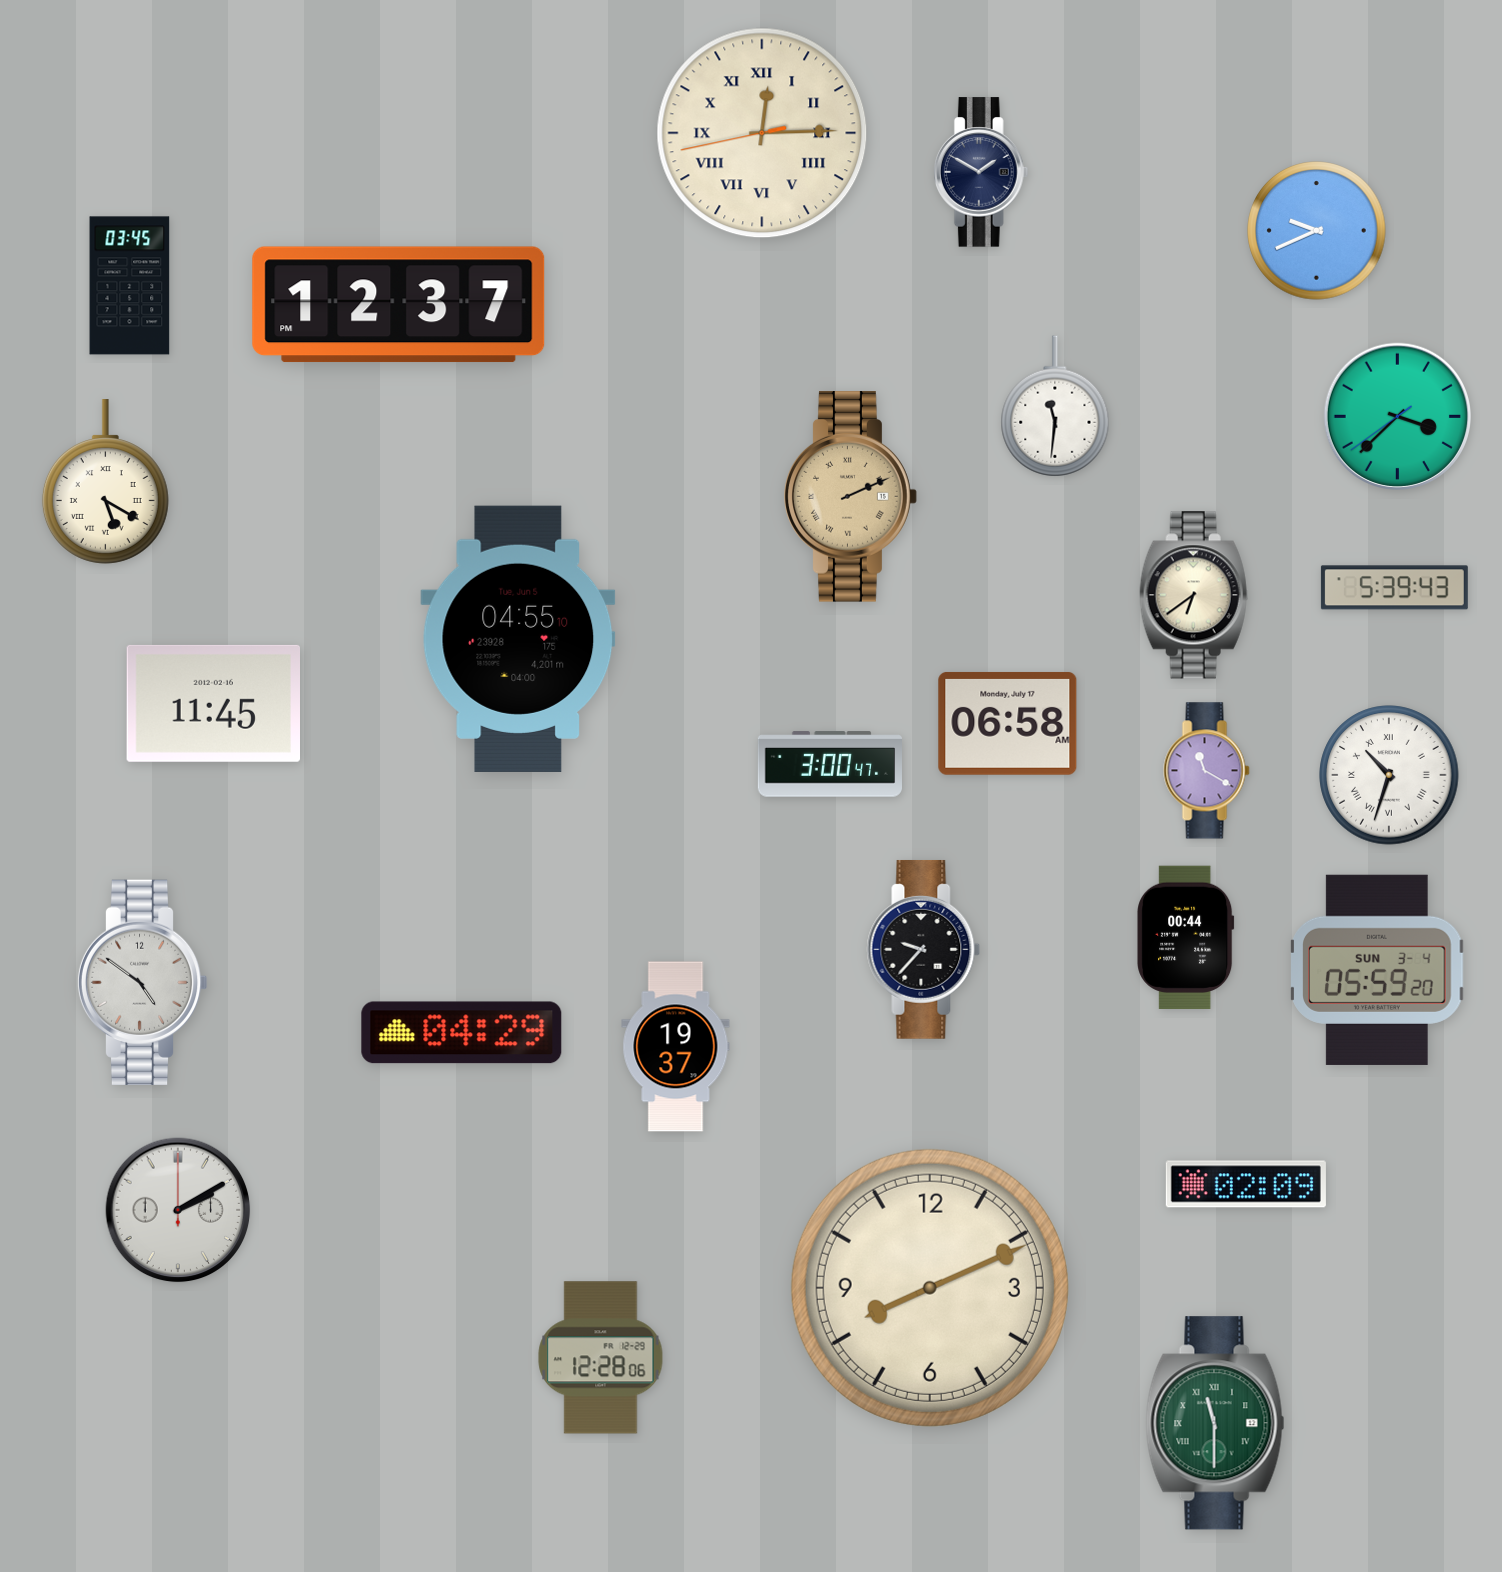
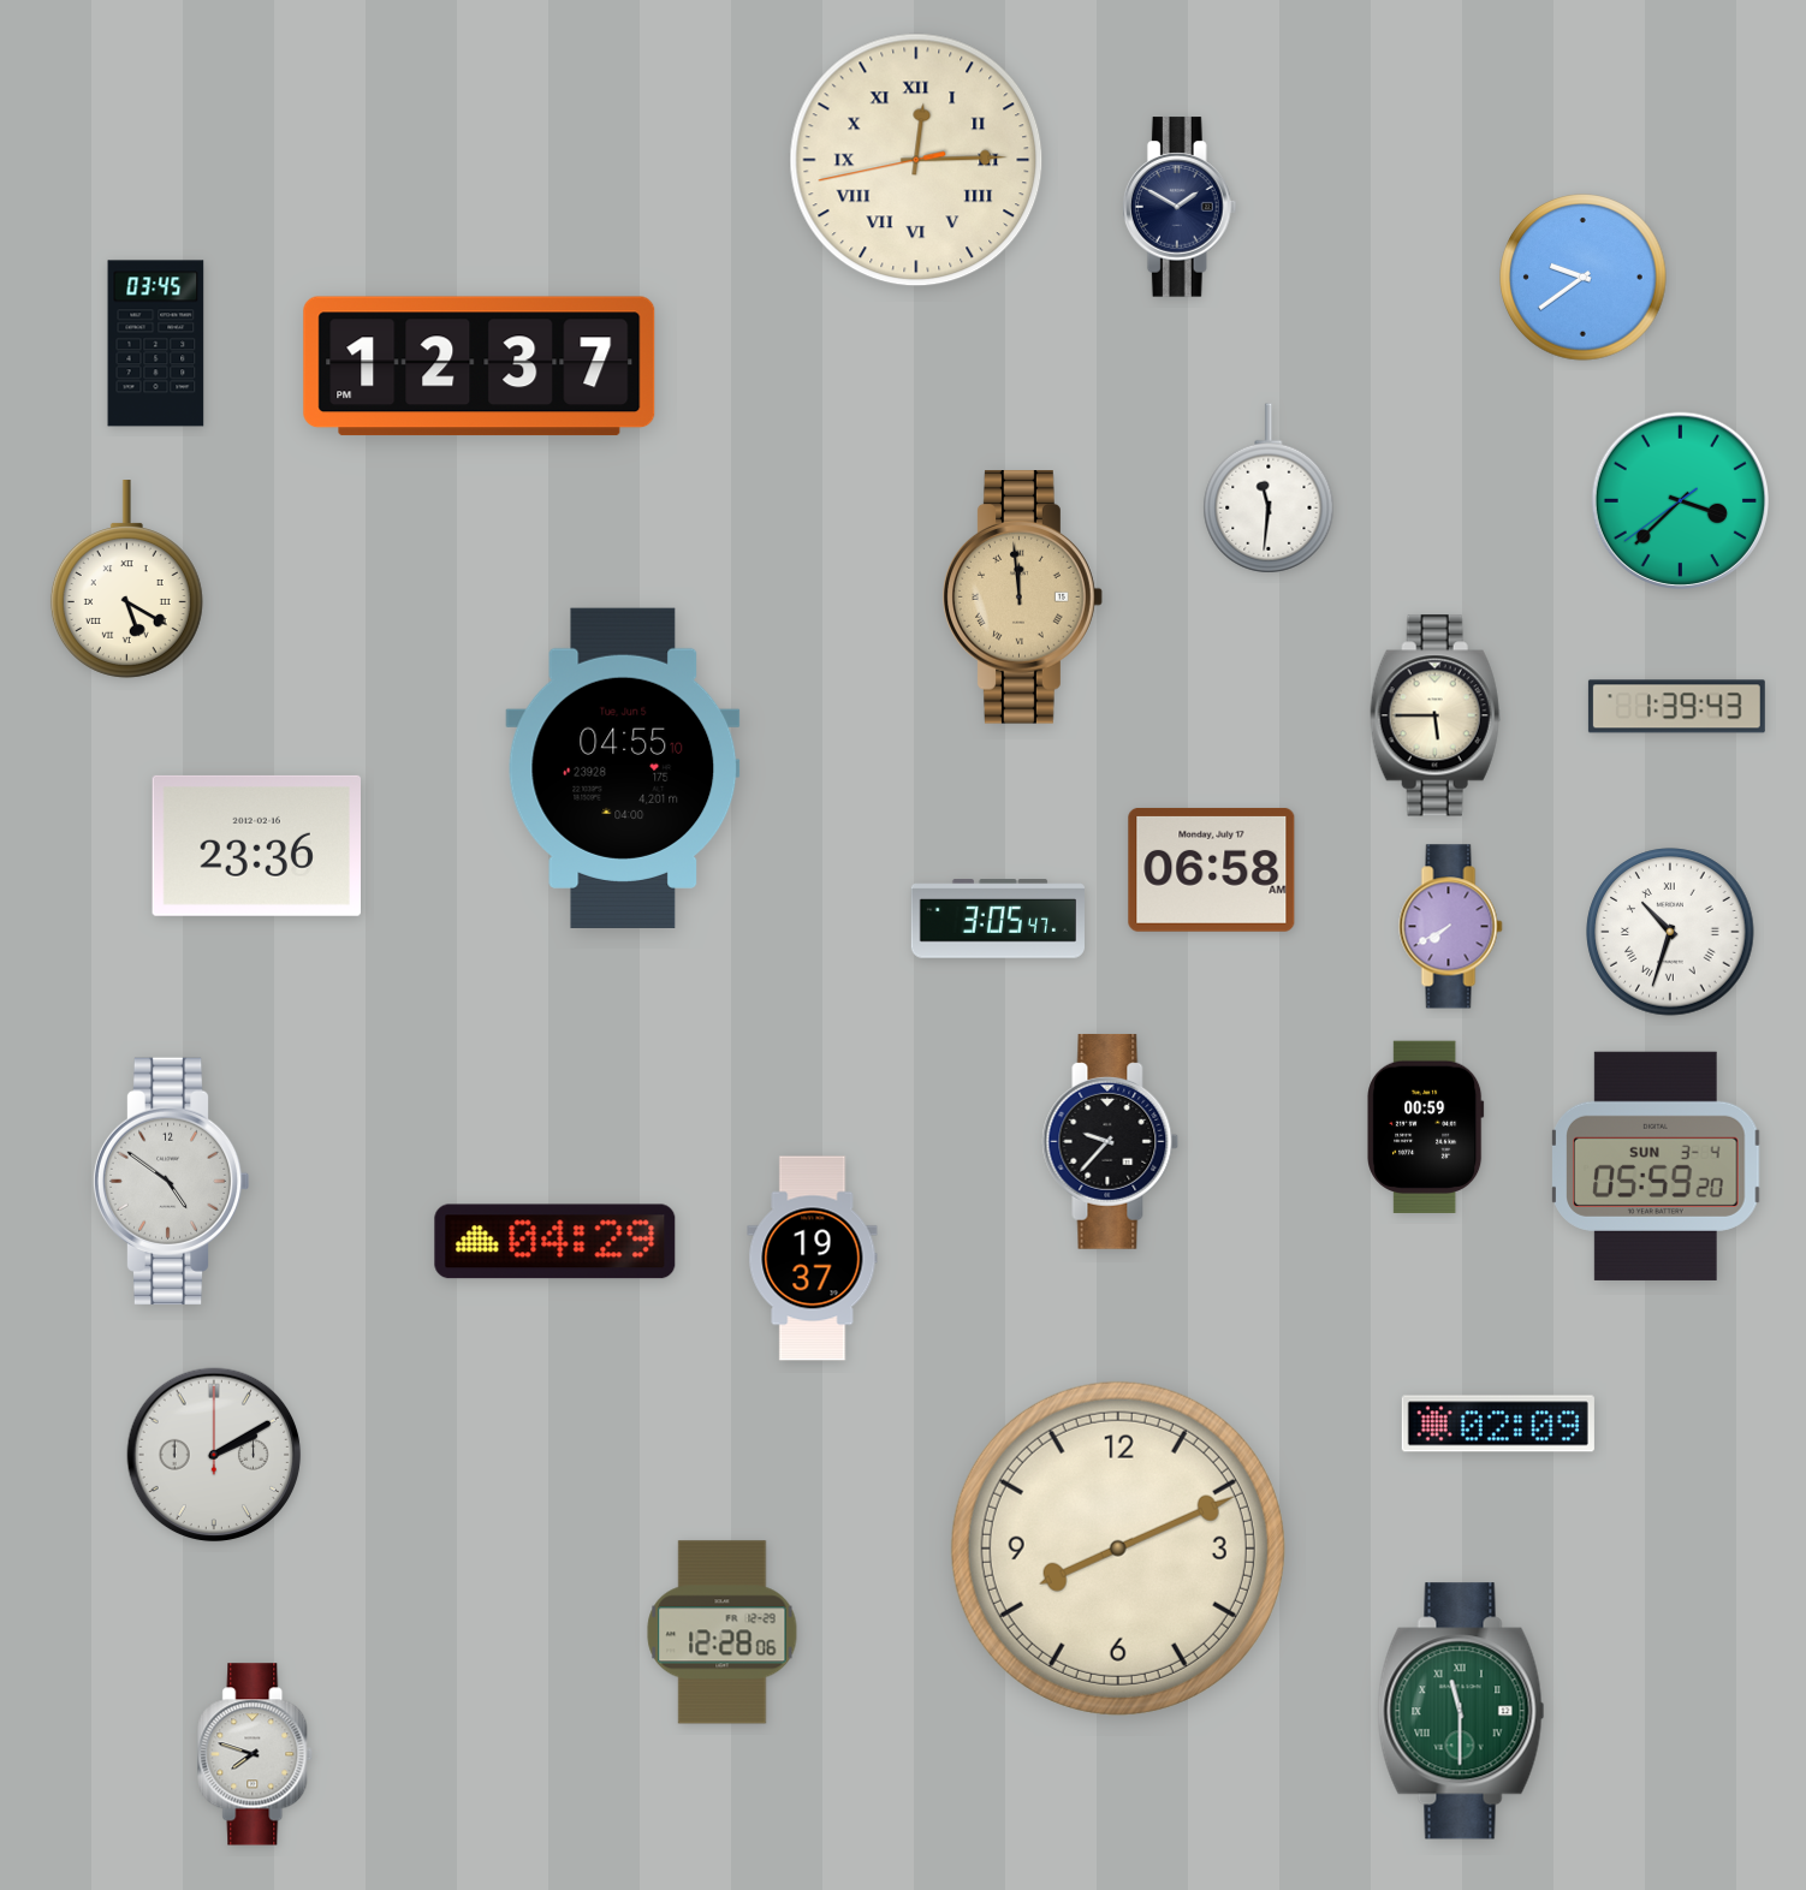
clock at (1317, 231): 9:41 -> 9:39
clock at (851, 497): 2:11 -> 11:59
clock at (1394, 588): 5:39 -> 1:39
clock at (1194, 595): 6:39 -> 5:45
clock at (213, 703): 11:45 -> 23:36
clock at (829, 764): 3:00 -> 3:05
clock at (1207, 771): 11:20 -> 7:40
clock at (1186, 937): 00:44 -> 00:59
clock at (256, 1754): none -> 7:48
